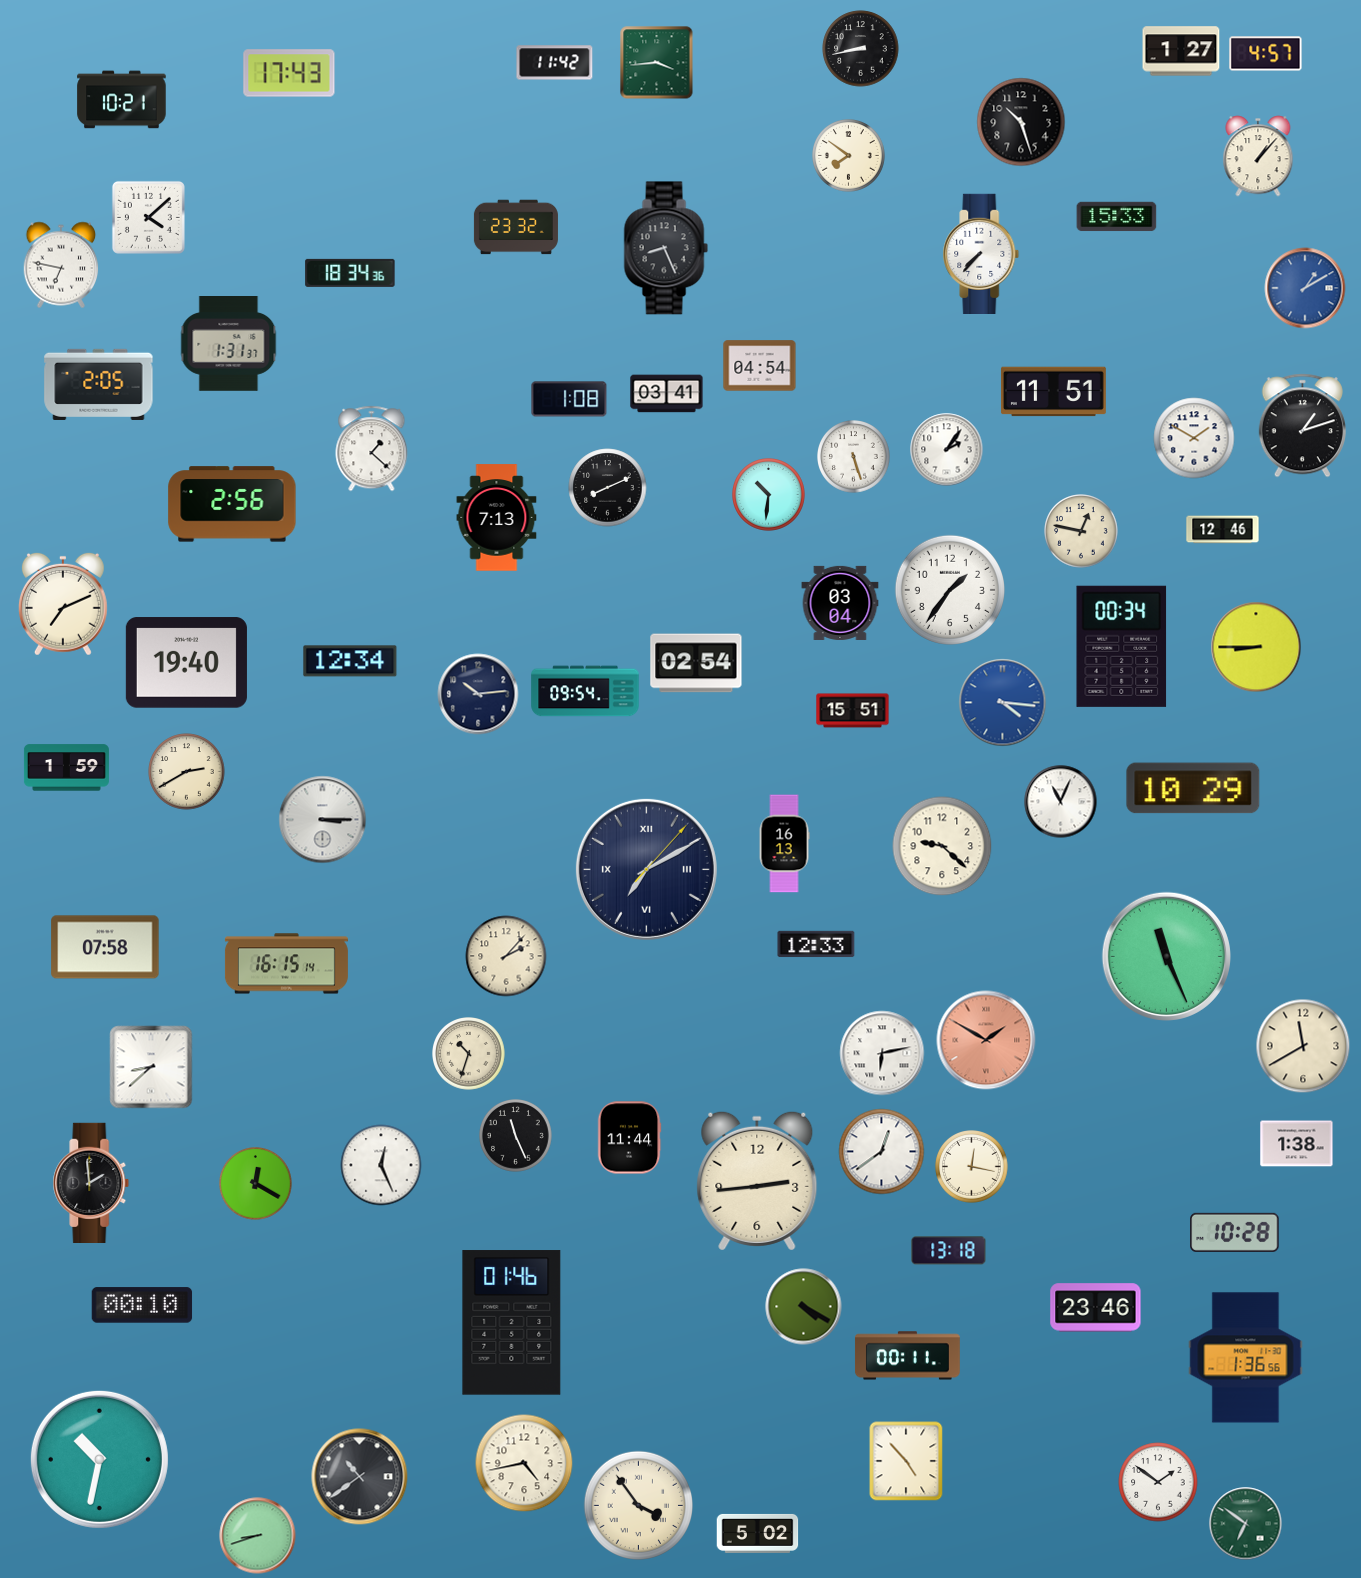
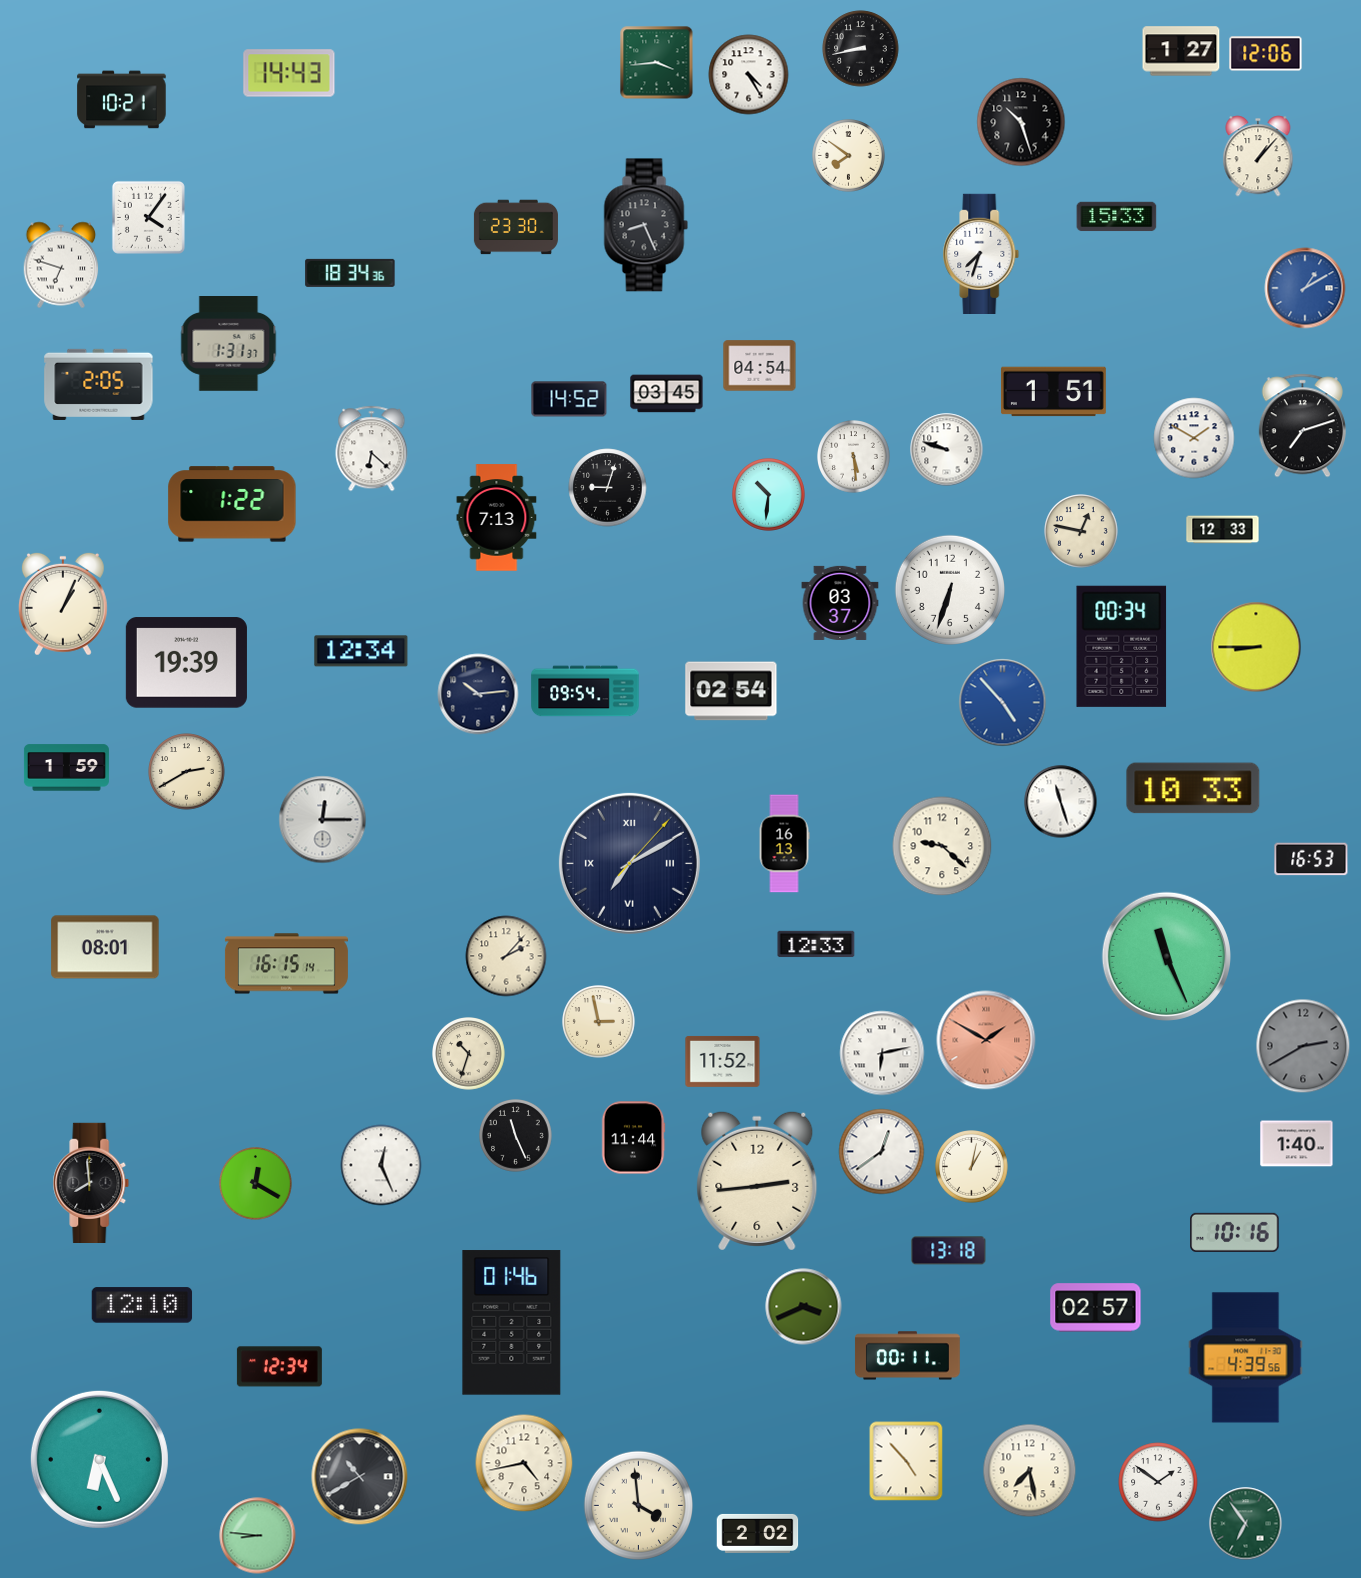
clock at (1266, 54): 4:57 -> 12:06
clock at (555, 63): 11:42 -> none
clock at (289, 73): 17:43 -> 14:43
clock at (749, 75): none -> 4:25
clock at (148, 217): 4:08 -> 4:06
clock at (516, 227): 23:32 -> 23:30
clock at (666, 248) position: (666, 248) -> (646, 225)
clock at (981, 253): 7:37 -> 7:33
clock at (61, 265): 6:47 -> 6:48
clock at (1053, 392): 11:51 -> 1:51
clock at (667, 394): 03:41 -> 03:45
clock at (569, 399): 1:08 -> 14:52
clock at (1302, 426): 1:12 -> 7:12
clock at (372, 449): 1:22 -> 6:22
clock at (947, 450): 2:06 -> 9:48
clock at (854, 457): 5:27 -> 5:29
clock at (608, 488): 8:11 -> 9:03
clock at (232, 504): 2:56 -> 1:22
clock at (1223, 530): 12:46 -> 12:33
clock at (950, 590): 1:36 -> 6:33
clock at (840, 603): 03:04 -> 03:37
clock at (63, 604): 7:11 -> 1:04
clock at (350, 661) position: (350, 661) -> (361, 651)
clock at (186, 663): 19:40 -> 19:39
clock at (696, 663) position: (696, 663) -> (731, 691)
clock at (1003, 703): 4:16 -> 4:53
clock at (853, 711): 15:51 -> none
clock at (1193, 788): 10:29 -> 10:33
clock at (1061, 802): 11:04 -> 11:27
clock at (323, 820): 3:15 -> 12:15
clock at (1311, 859): none -> 16:53
clock at (646, 869) position: (646, 869) -> (629, 863)
clock at (105, 947): 07:58 -> 08:01
clock at (599, 1022): none -> 2:58
clock at (1303, 1046): 11:40 -> 2:40
clock at (1303, 1046) dial: cream -> grey
clock at (723, 1061): none -> 11:52
clock at (151, 1067): 8:38 -> none
clock at (629, 1138) position: (629, 1138) -> (633, 1138)
clock at (1297, 1144): 1:38 -> 1:40
clock at (972, 1167): 12:17 -> 1:02
clock at (91, 1182): 1:59 -> 7:59
clock at (1235, 1232): 10:28 -> 10:16
clock at (142, 1305): 00:10 -> 12:10
clock at (804, 1307): 4:20 -> 3:41
clock at (1096, 1308): 23:46 -> 02:57
clock at (1246, 1358): 1:36 -> 4:39
clock at (279, 1367): none -> 12:34
clock at (99, 1459): 10:32 -> 6:26
clock at (1030, 1471): none -> 7:28
clock at (360, 1477): 10:39 -> 10:40
clock at (638, 1505): 3:54 -> 3:59
clock at (1246, 1524): 6:51 -> 6:54
clock at (758, 1533): 5:02 -> 2:02
clock at (258, 1536): 8:42 -> 8:46
